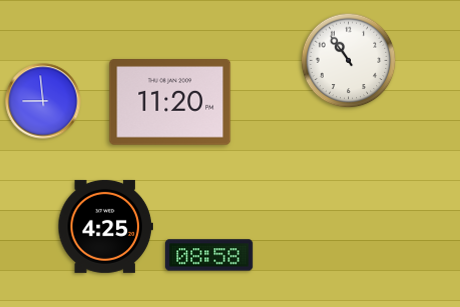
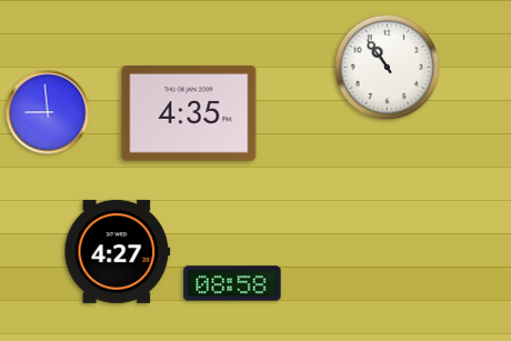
clock at (170, 103): 11:20 -> 4:35
clock at (106, 226): 4:25 -> 4:27
